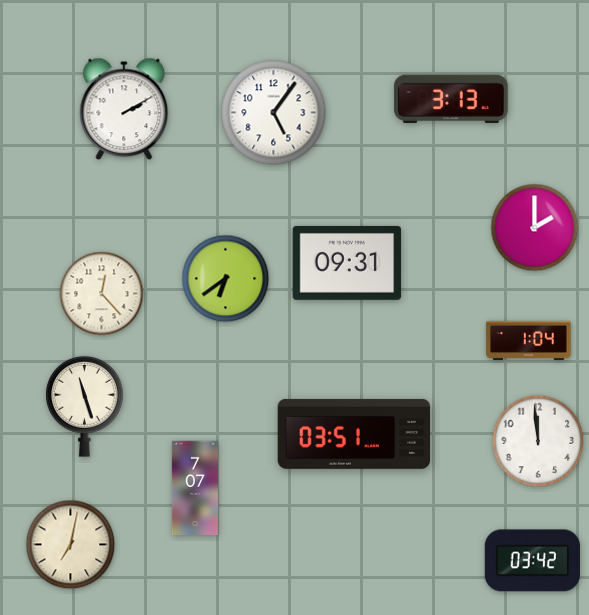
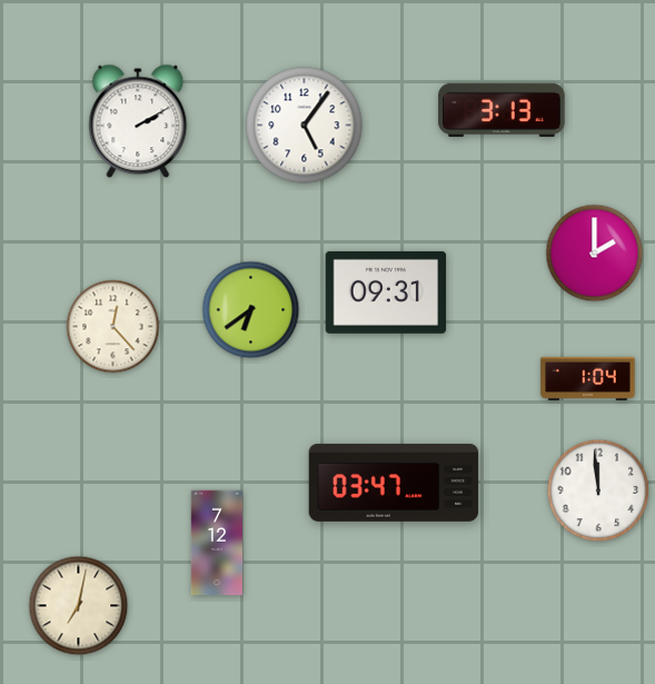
clock at (85, 406): 11:27 -> none
clock at (354, 434): 03:51 -> 03:47
clock at (194, 488): 7:07 -> 7:12
clock at (532, 561): 03:42 -> none
